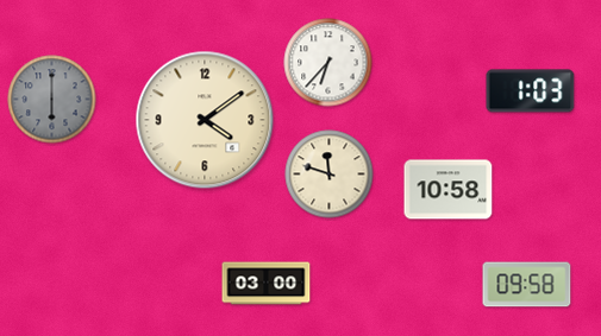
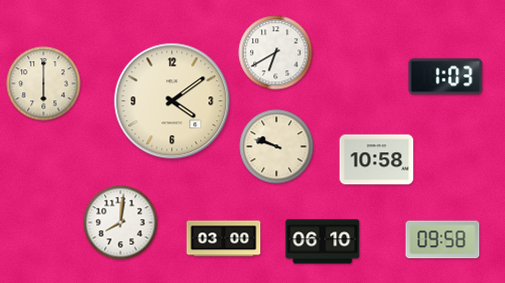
clock at (328, 63): 6:37 -> 6:40
clock at (52, 100) dial: grey -> cream
clock at (330, 175): 11:48 -> 9:48
clock at (121, 223): none -> 8:01
clock at (323, 242): none -> 06:10
